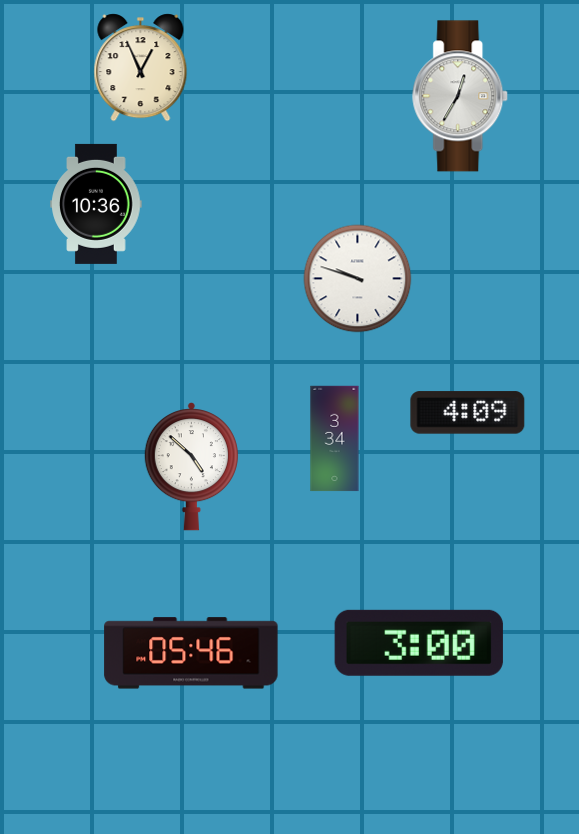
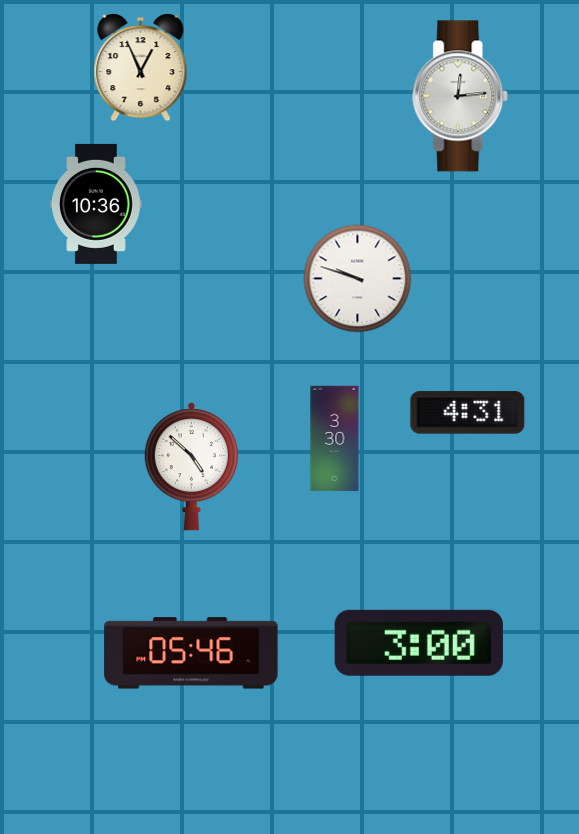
clock at (461, 96): 12:35 -> 12:14
clock at (468, 413): 4:09 -> 4:31
clock at (335, 439): 3:34 -> 3:30
